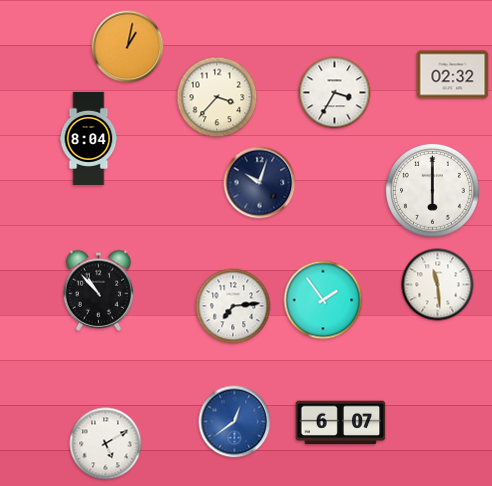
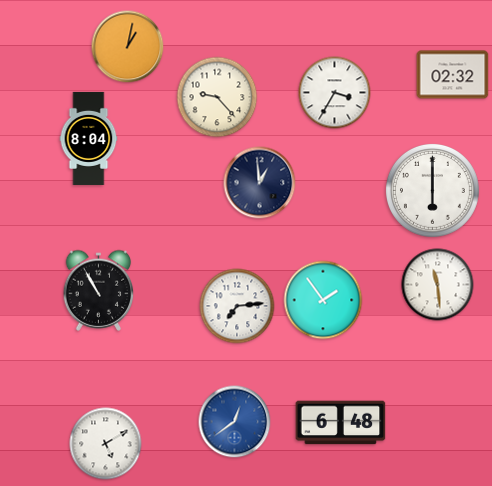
clock at (217, 97): 3:37 -> 9:23
clock at (260, 183): 10:03 -> 12:59
clock at (99, 290): 10:53 -> 10:55
clock at (233, 306) position: (233, 306) -> (237, 306)
clock at (341, 423): 6:07 -> 6:48
